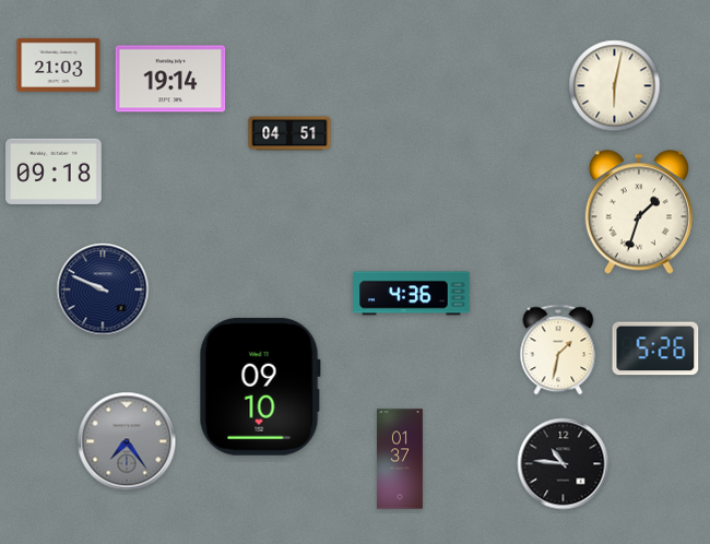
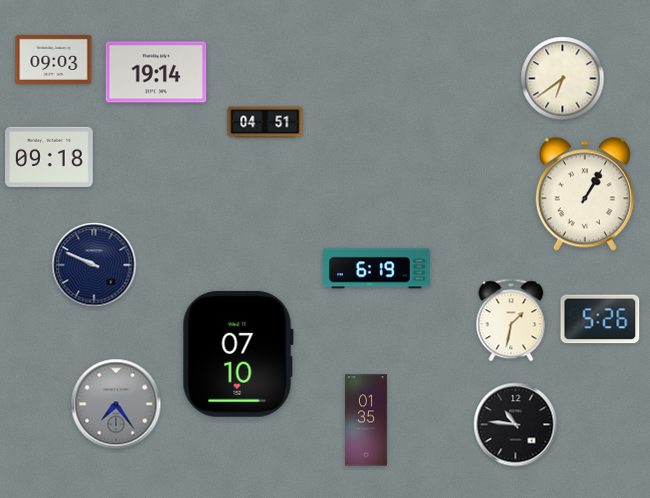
clock at (59, 64): 21:03 -> 09:03
clock at (615, 86): 6:02 -> 6:39
clock at (639, 212): 1:33 -> 1:05
clock at (412, 294): 4:36 -> 6:19
clock at (260, 387): 09:10 -> 07:10
clock at (400, 459): 01:37 -> 01:35
